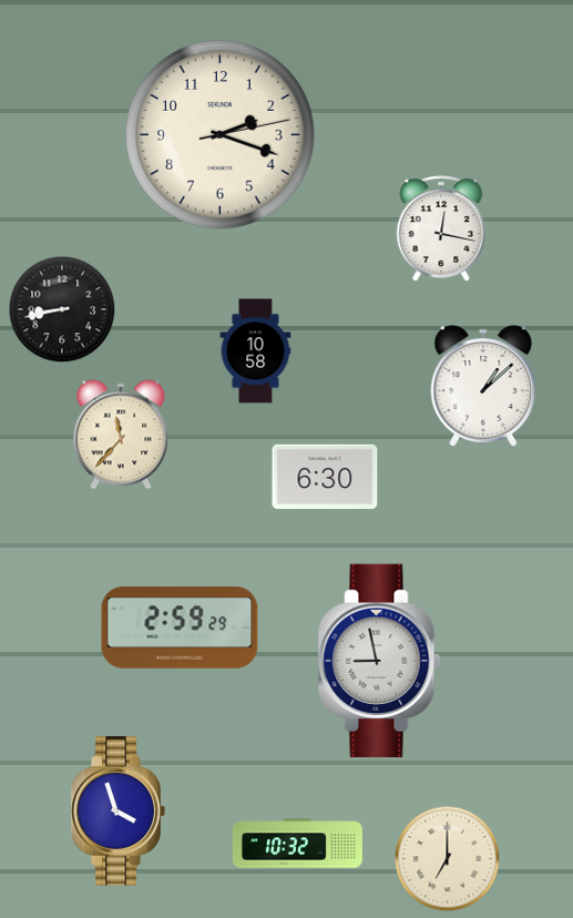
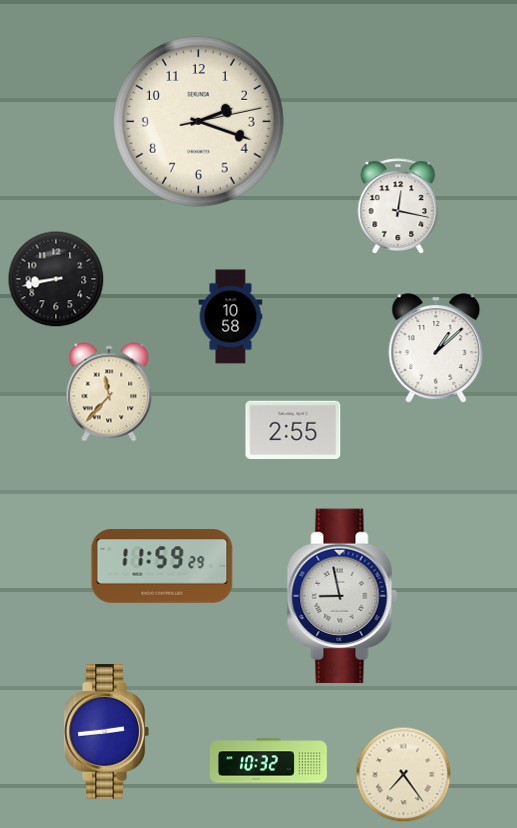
clock at (325, 476): 6:30 -> 2:55
clock at (180, 628): 2:59 -> 11:59
clock at (117, 812): 3:57 -> 2:44
clock at (448, 859): 7:00 -> 7:24
